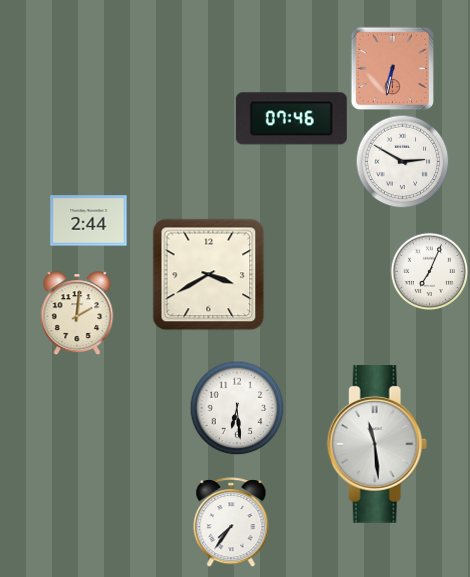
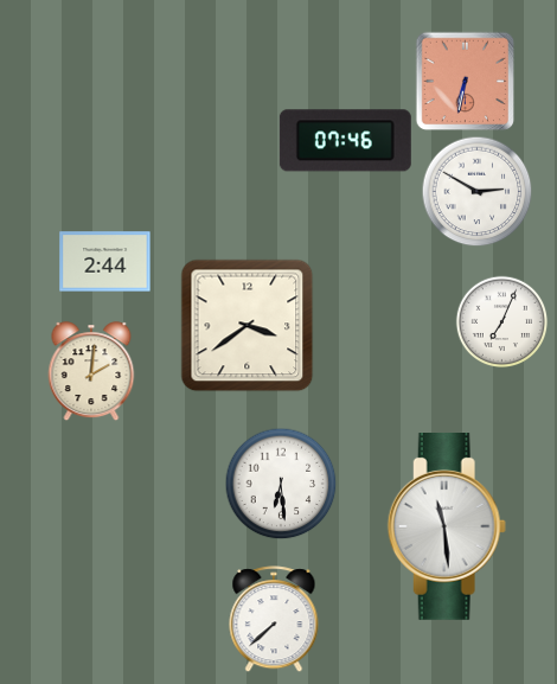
clock at (429, 271) position: (429, 271) -> (501, 321)
clock at (209, 275): 3:40 -> 3:39
clock at (231, 522): 7:36 -> 7:38
